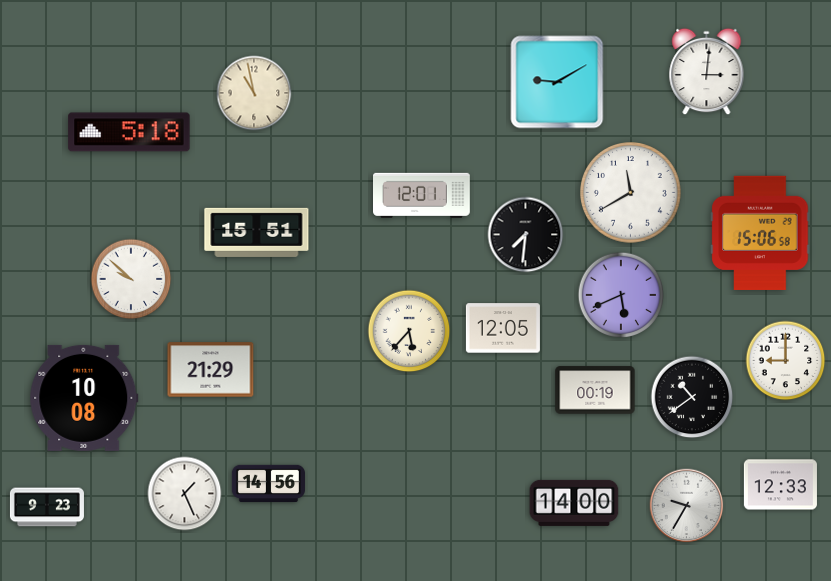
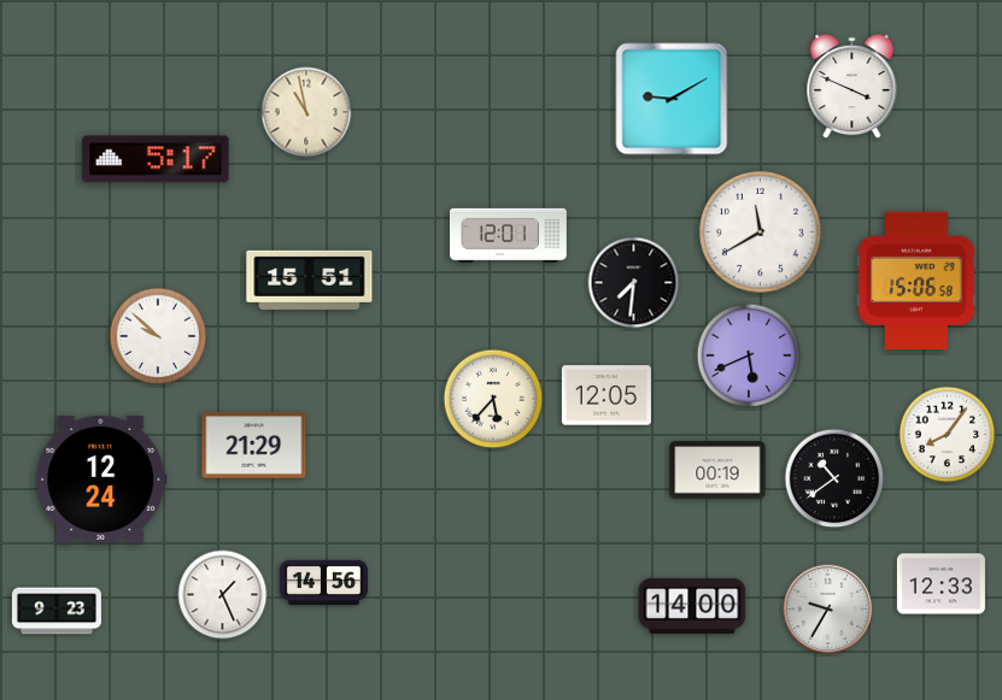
clock at (707, 72): 3:01 -> 3:49
clock at (129, 132): 5:18 -> 5:17
clock at (786, 361): 9:00 -> 8:06
clock at (84, 398): 10:08 -> 12:24
